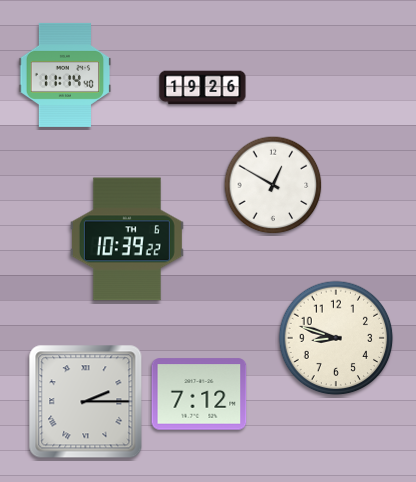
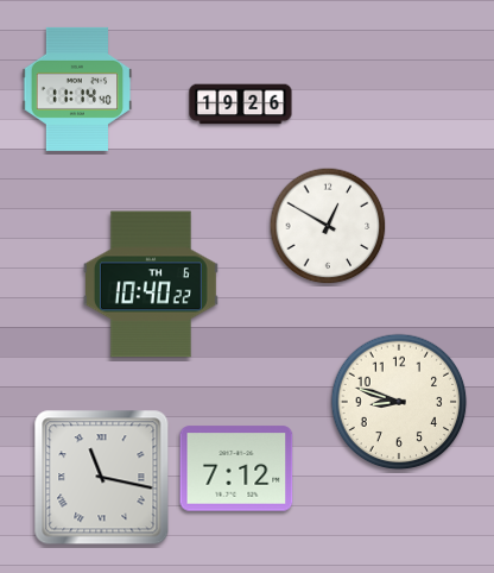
clock at (273, 185) position: (273, 185) -> (328, 226)
clock at (127, 239): 10:39 -> 10:40
clock at (86, 402): 2:15 -> 11:17
